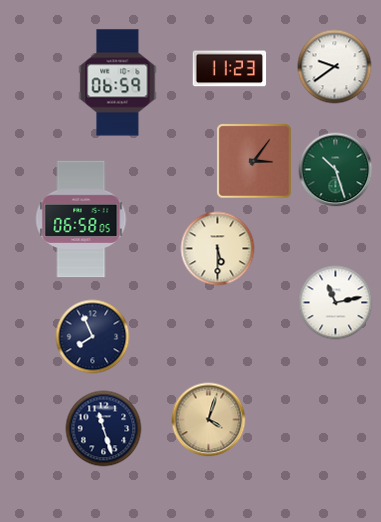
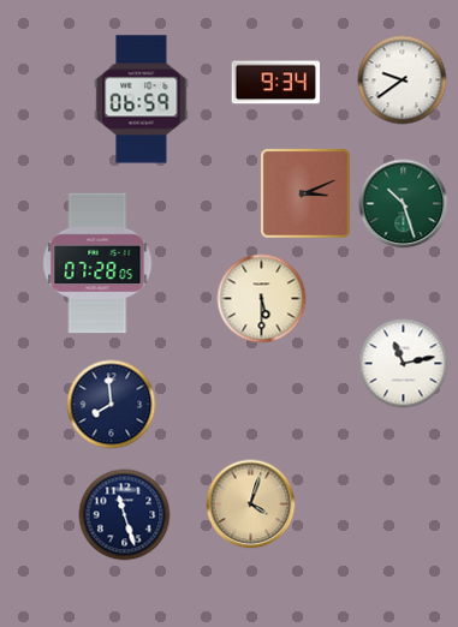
clock at (230, 69): 11:23 -> 9:34
clock at (254, 161): 3:06 -> 3:11
clock at (81, 219): 06:58 -> 07:28
clock at (93, 337): 7:56 -> 7:59
